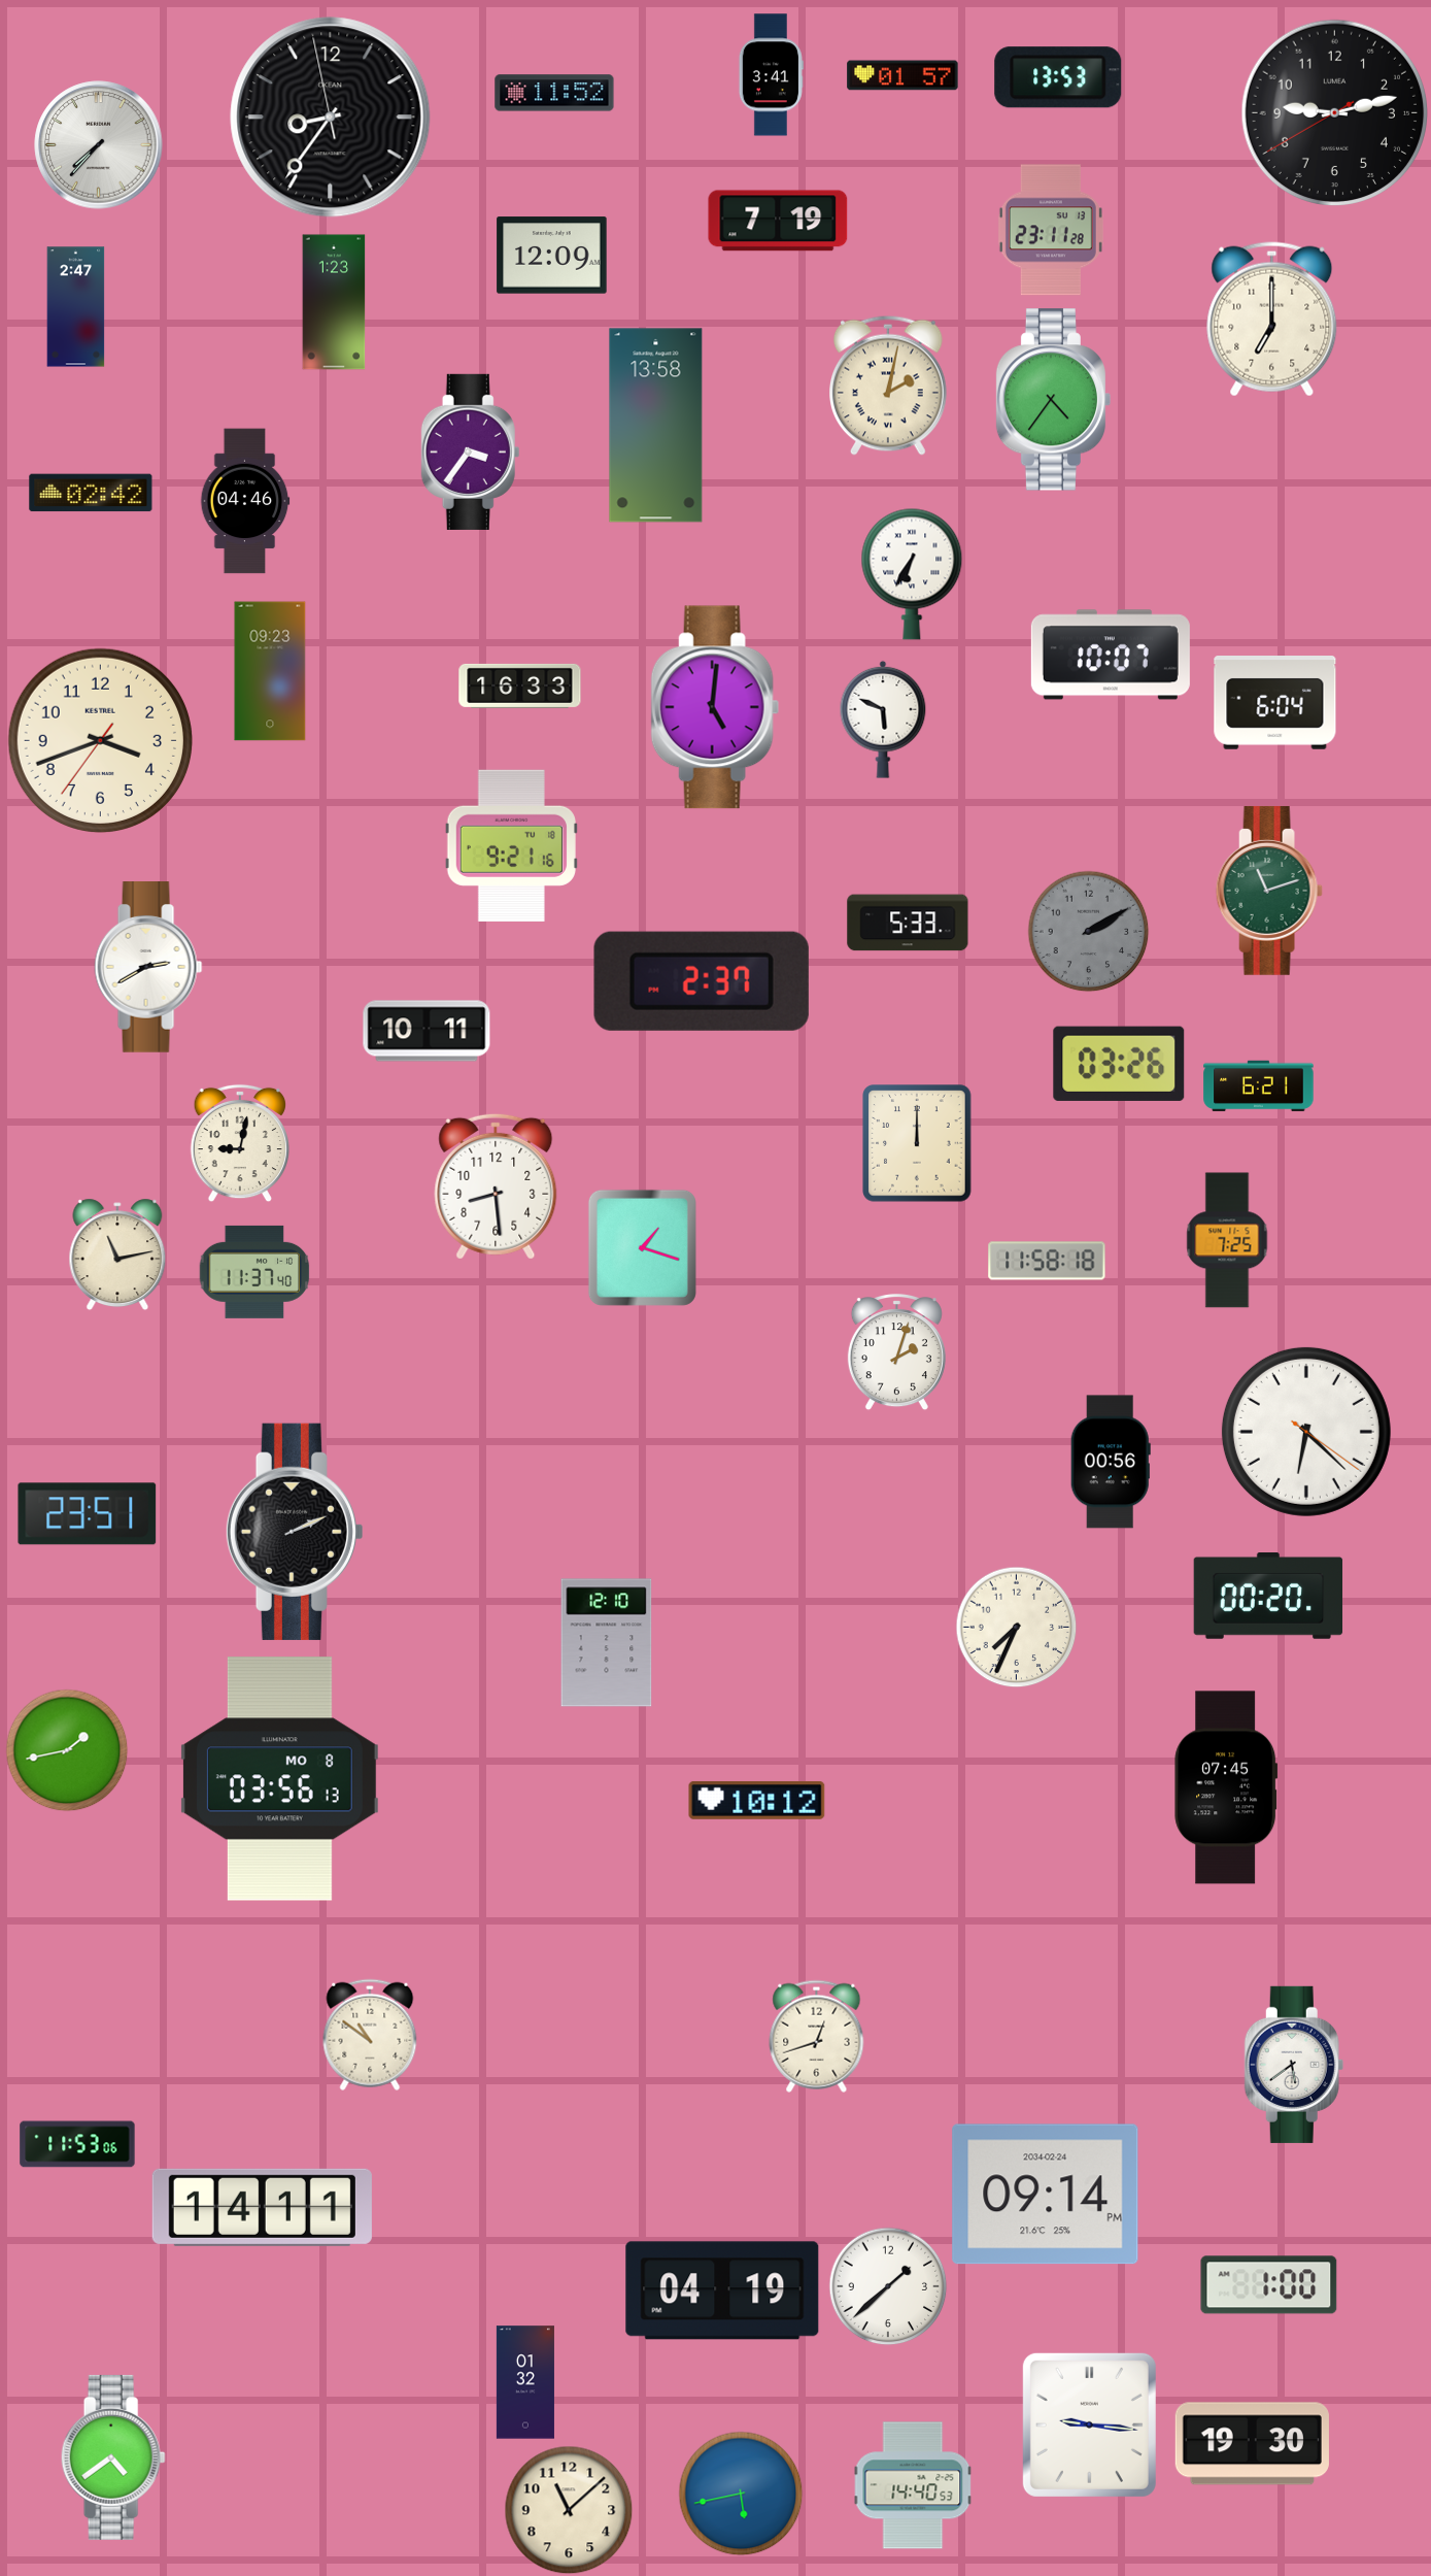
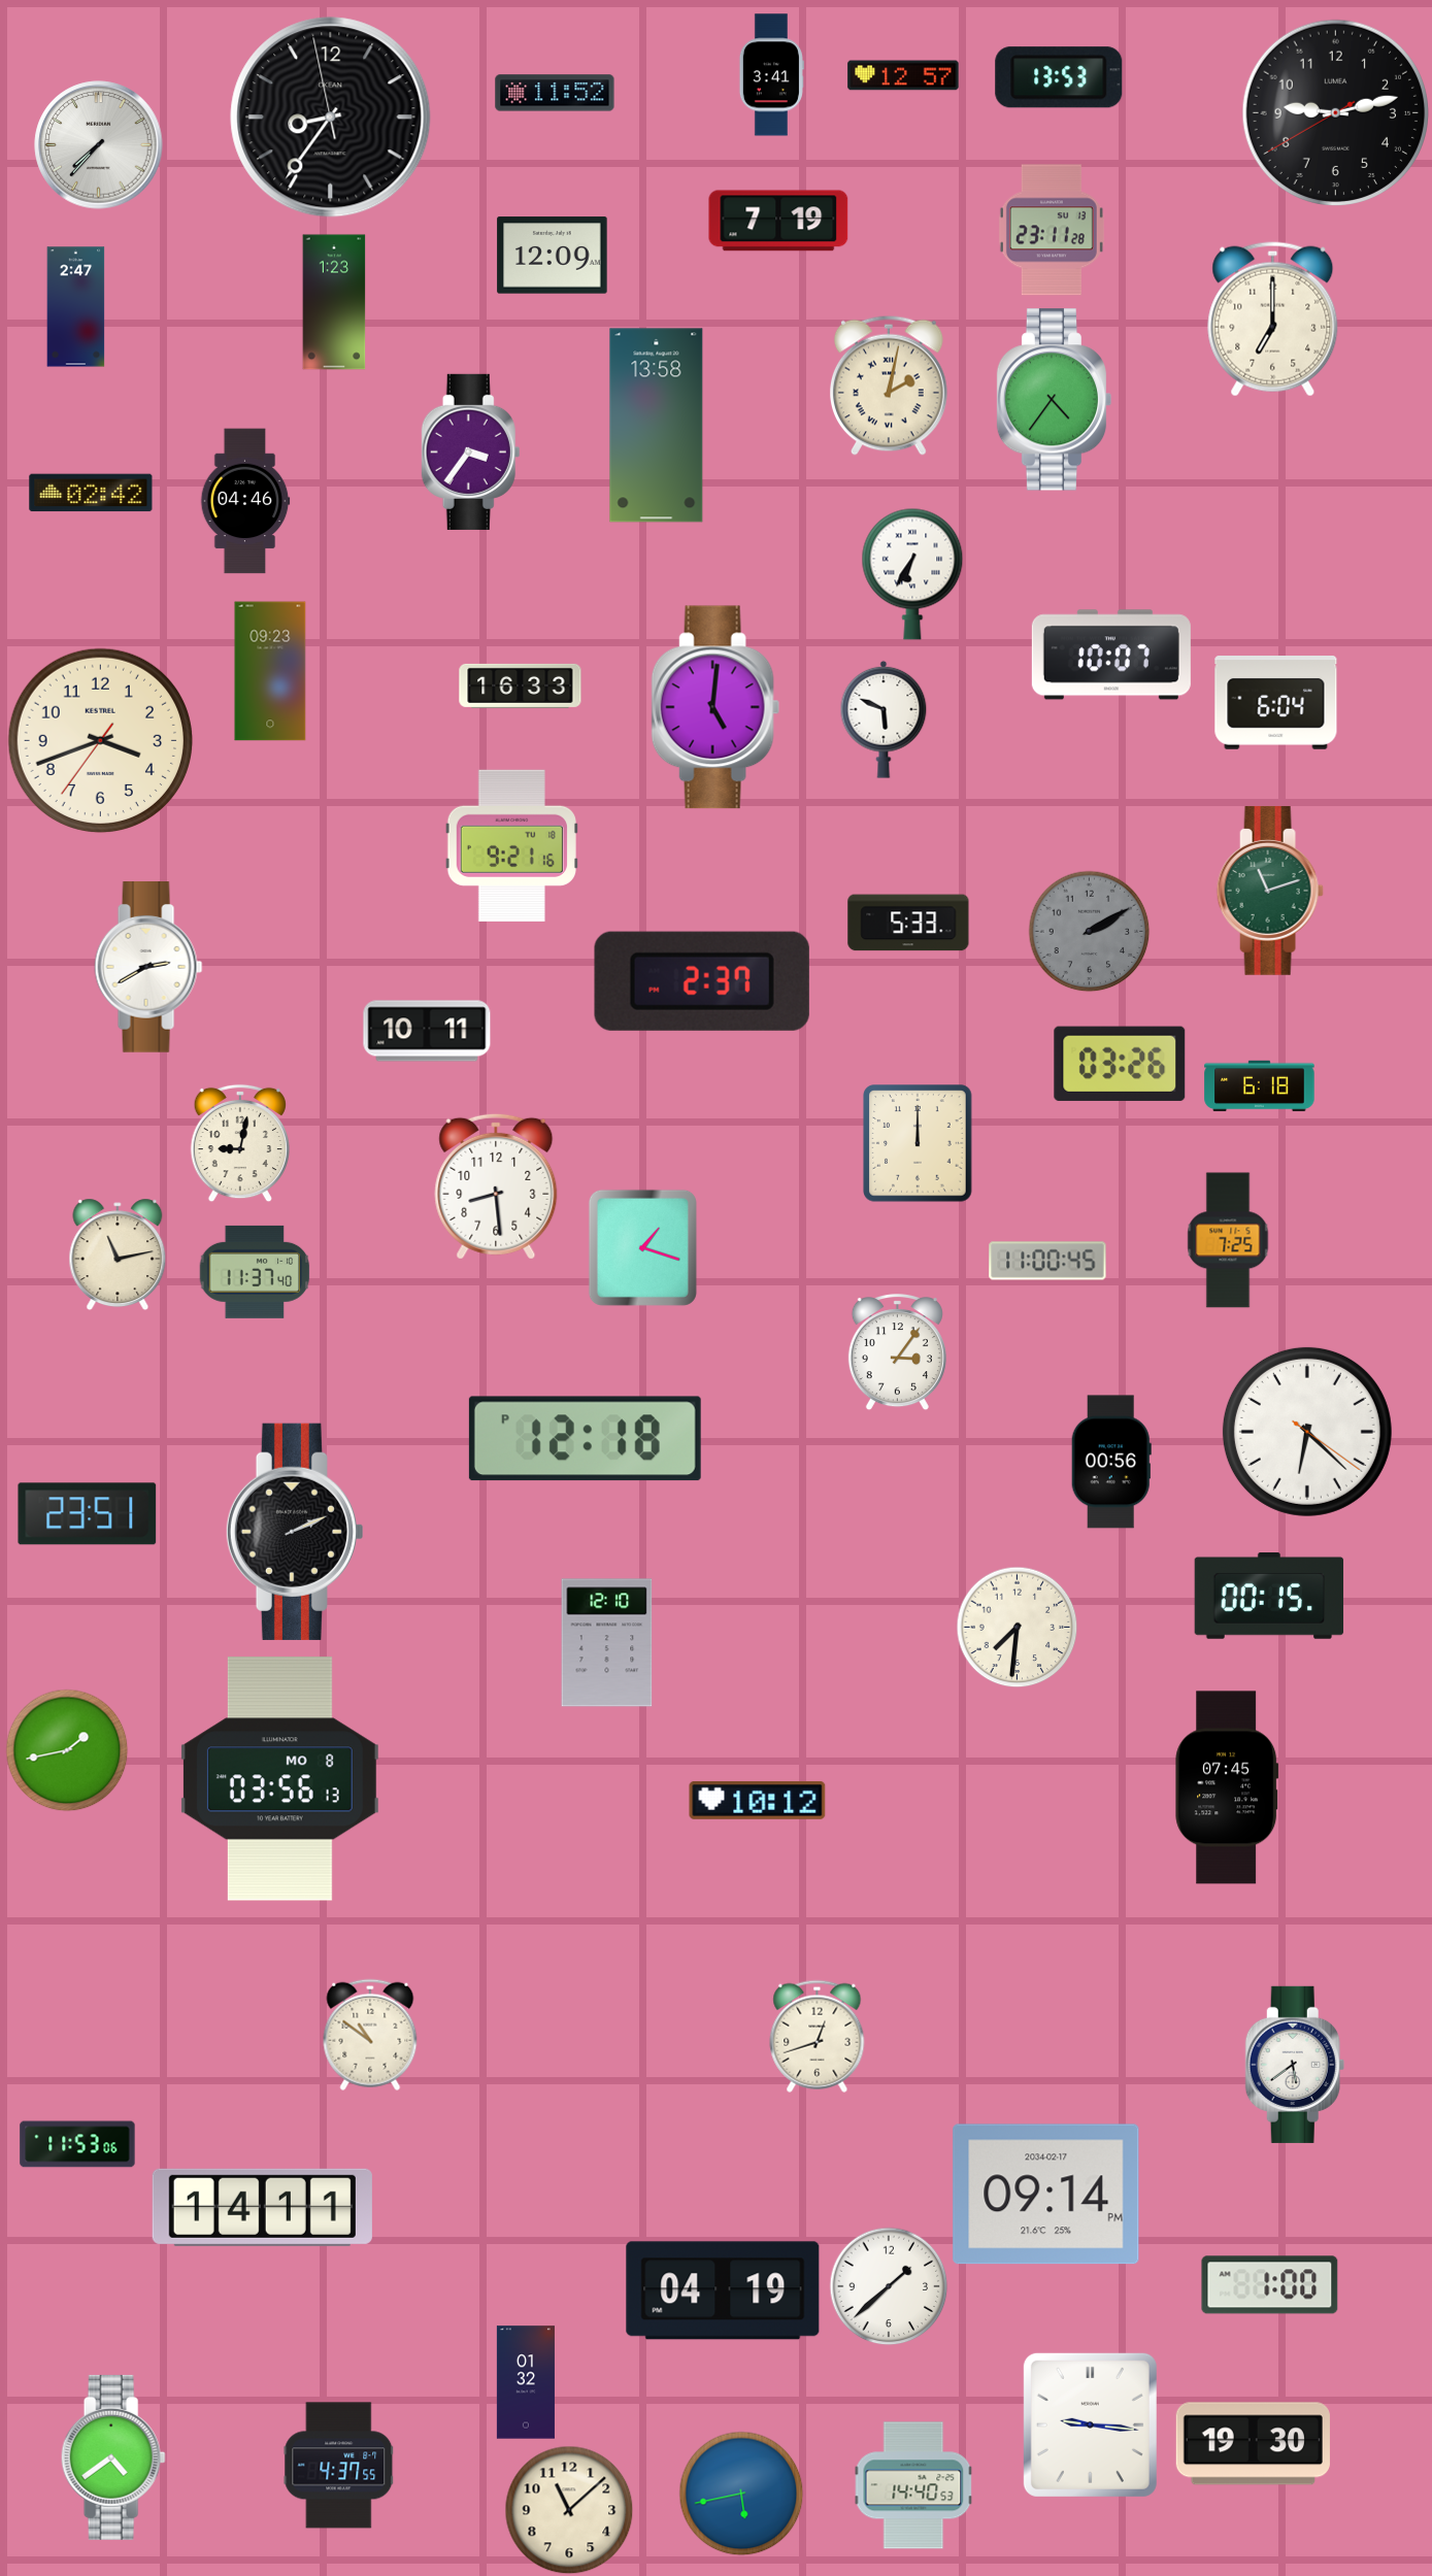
clock at (902, 75): 01:57 -> 12:57
clock at (1259, 1086): 6:21 -> 6:18
clock at (1047, 1261): 11:58 -> 11:00
clock at (896, 1352): 2:03 -> 3:06
clock at (585, 1439): none -> 12:18
clock at (1268, 1597): 00:20 -> 00:15
clock at (1016, 1627): 7:34 -> 7:31
clock at (1046, 2195) date: 2034-02-24 -> 2034-02-17
clock at (339, 2466): none -> 4:37
